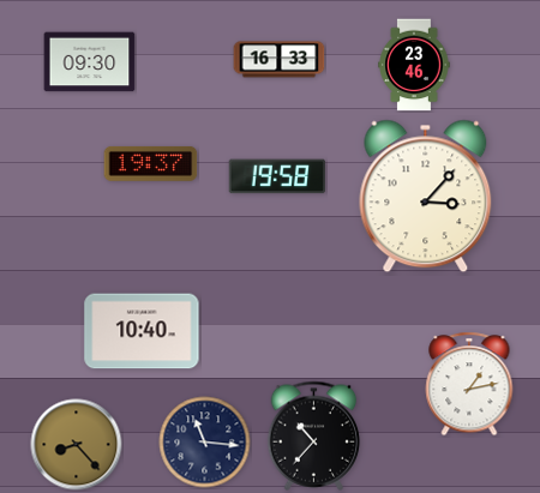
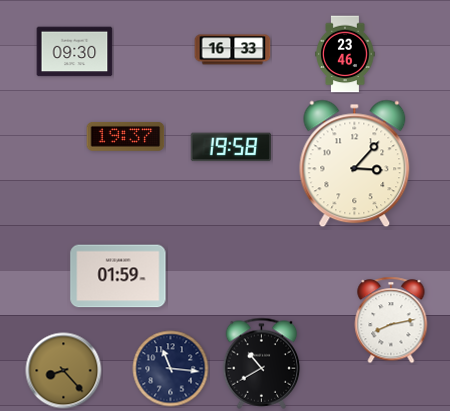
clock at (142, 331): 10:40 -> 01:59
clock at (469, 384): 1:13 -> 8:13
clock at (314, 435): 10:37 -> 10:40
